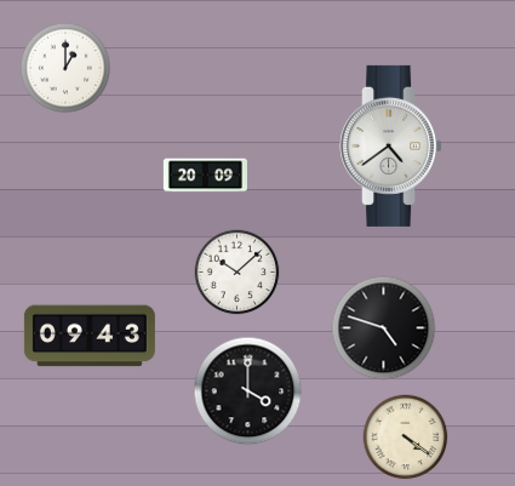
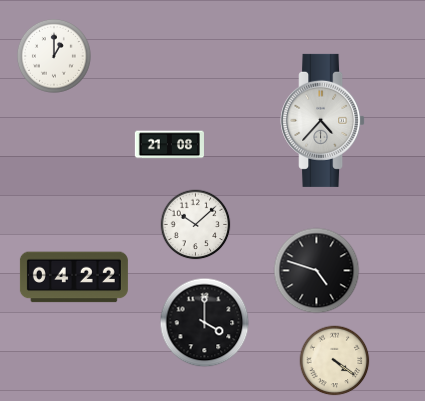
clock at (391, 145): 4:39 -> 4:37
clock at (205, 176): 20:09 -> 21:08
clock at (90, 336): 09:43 -> 04:22
